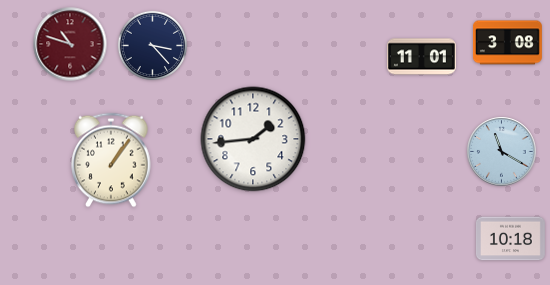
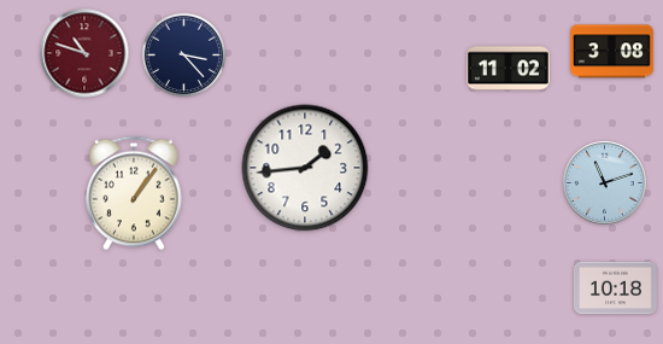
clock at (421, 57): 11:01 -> 11:02
clock at (502, 152): 11:20 -> 11:12
